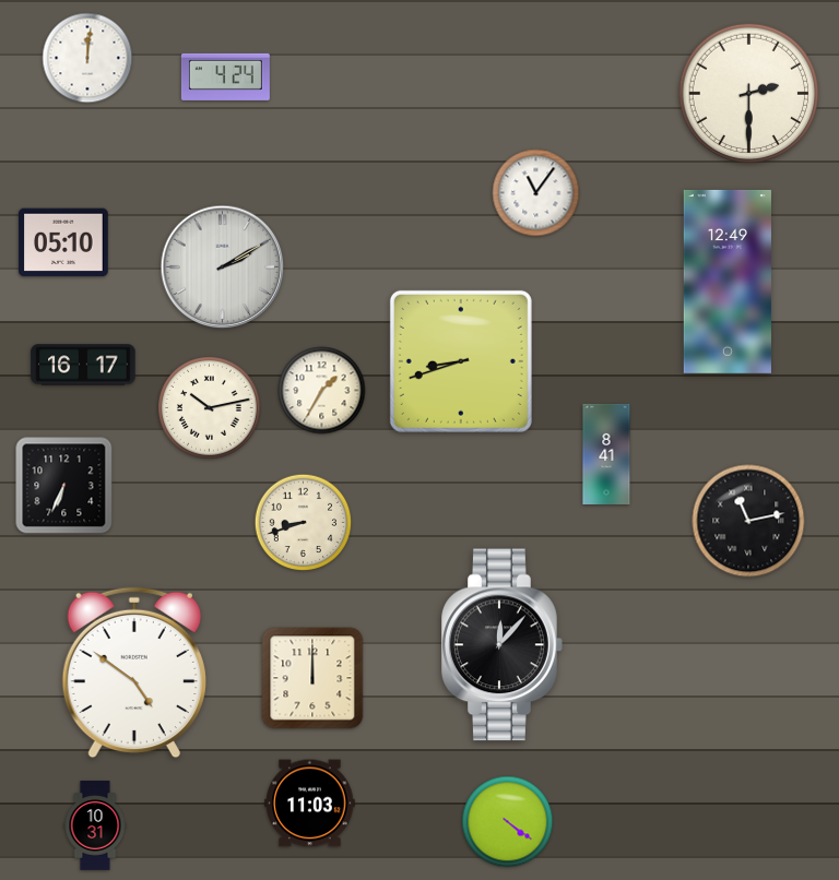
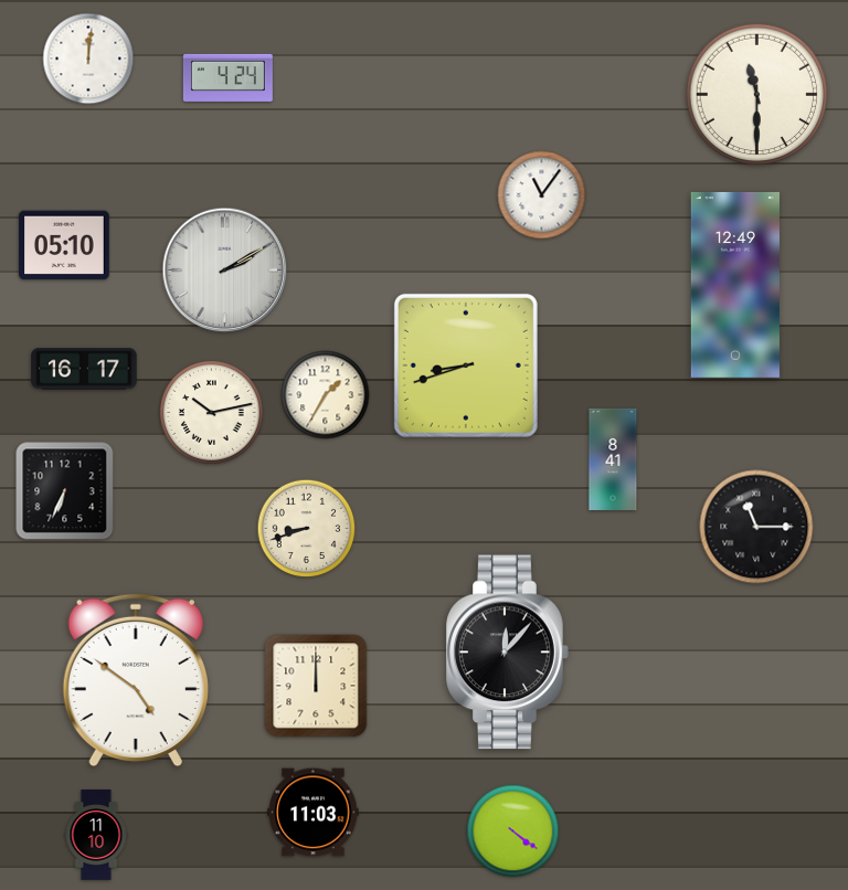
clock at (749, 94): 2:30 -> 11:30
clock at (748, 521): 11:13 -> 11:15
clock at (95, 825): 10:31 -> 11:10
